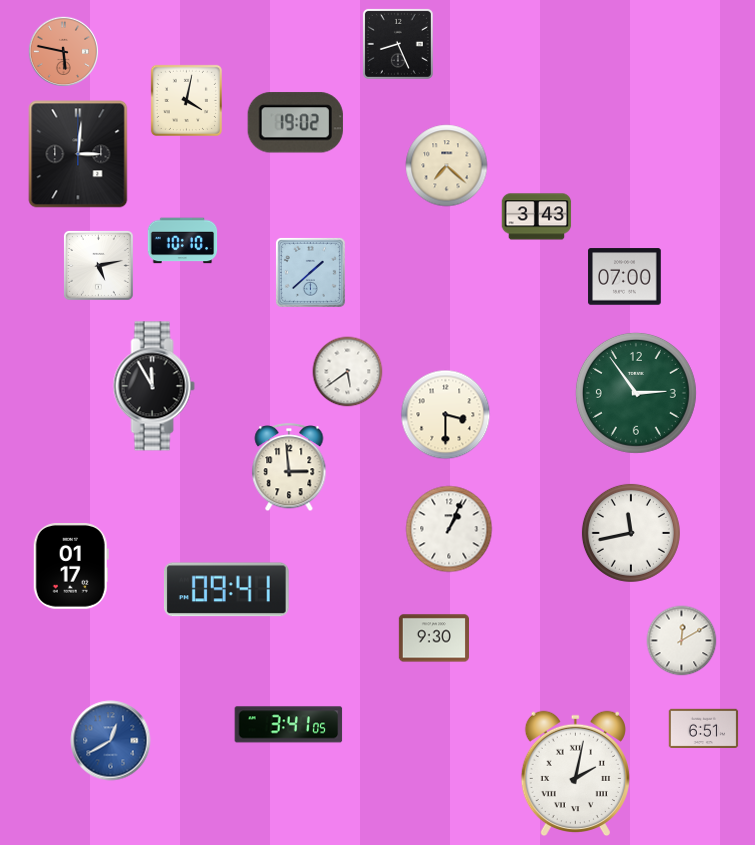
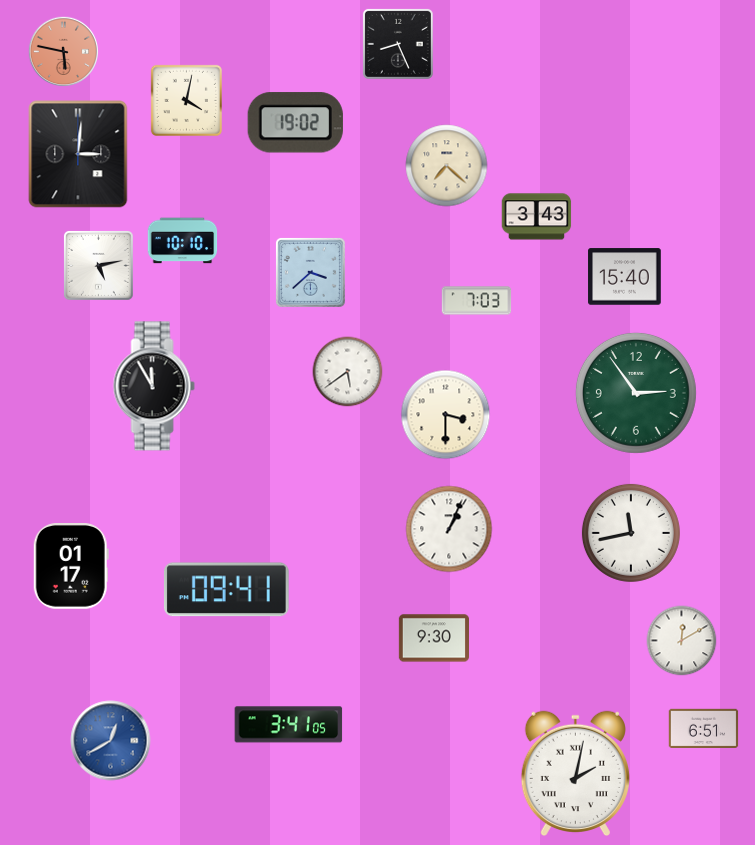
clock at (310, 272): 1:38 -> 3:38
clock at (625, 277): 07:00 -> 15:40
clock at (477, 301): none -> 7:03
clock at (289, 468): 2:59 -> none
